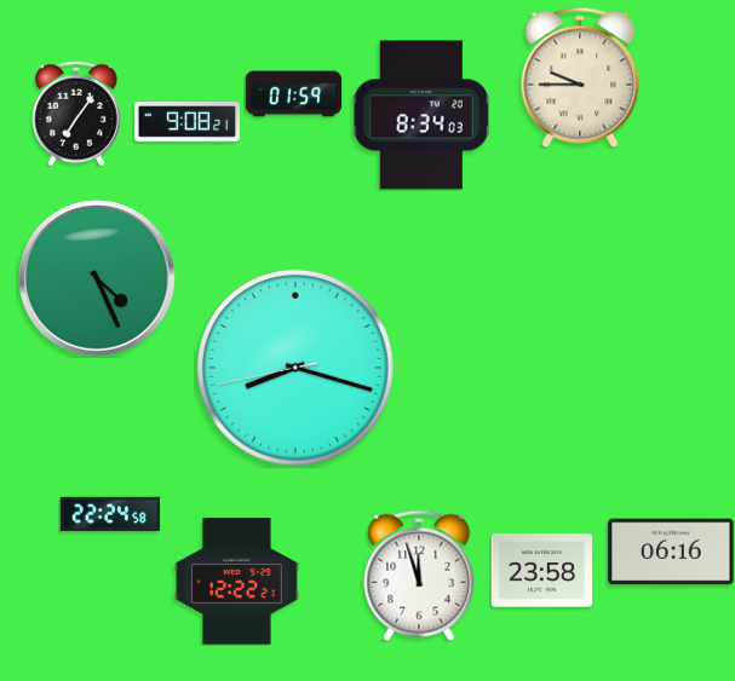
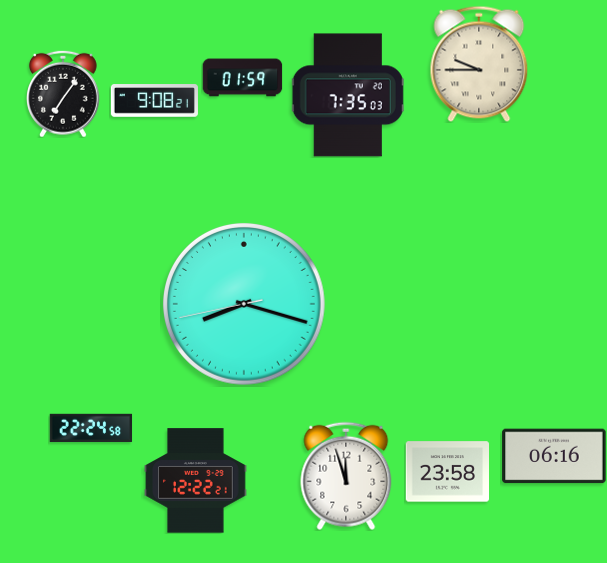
clock at (421, 115): 8:34 -> 7:35
clock at (97, 278): 4:26 -> none
clock at (110, 514) position: (110, 514) -> (91, 428)
